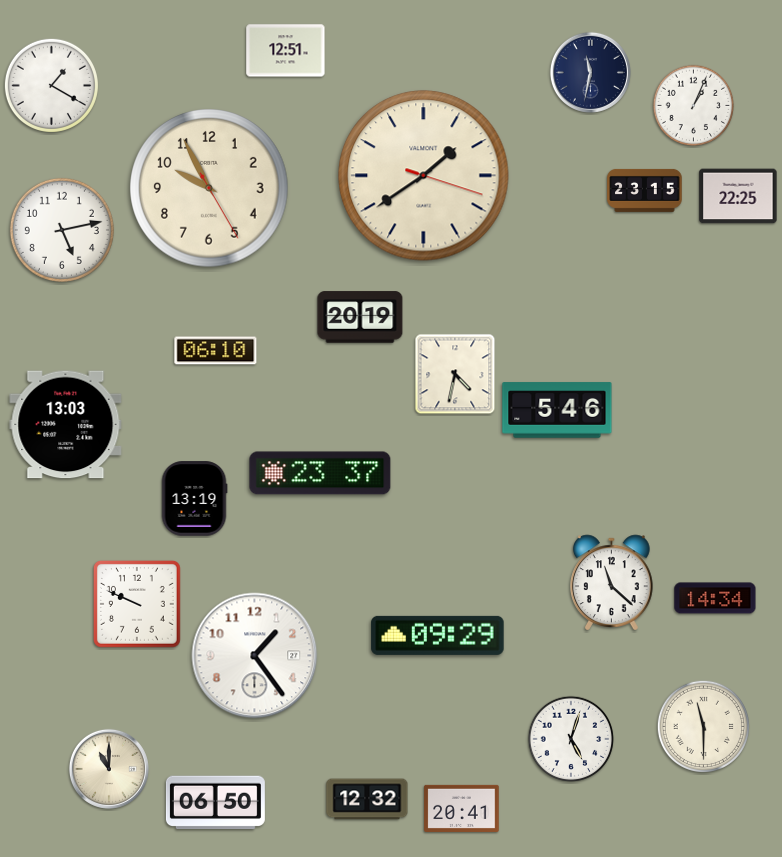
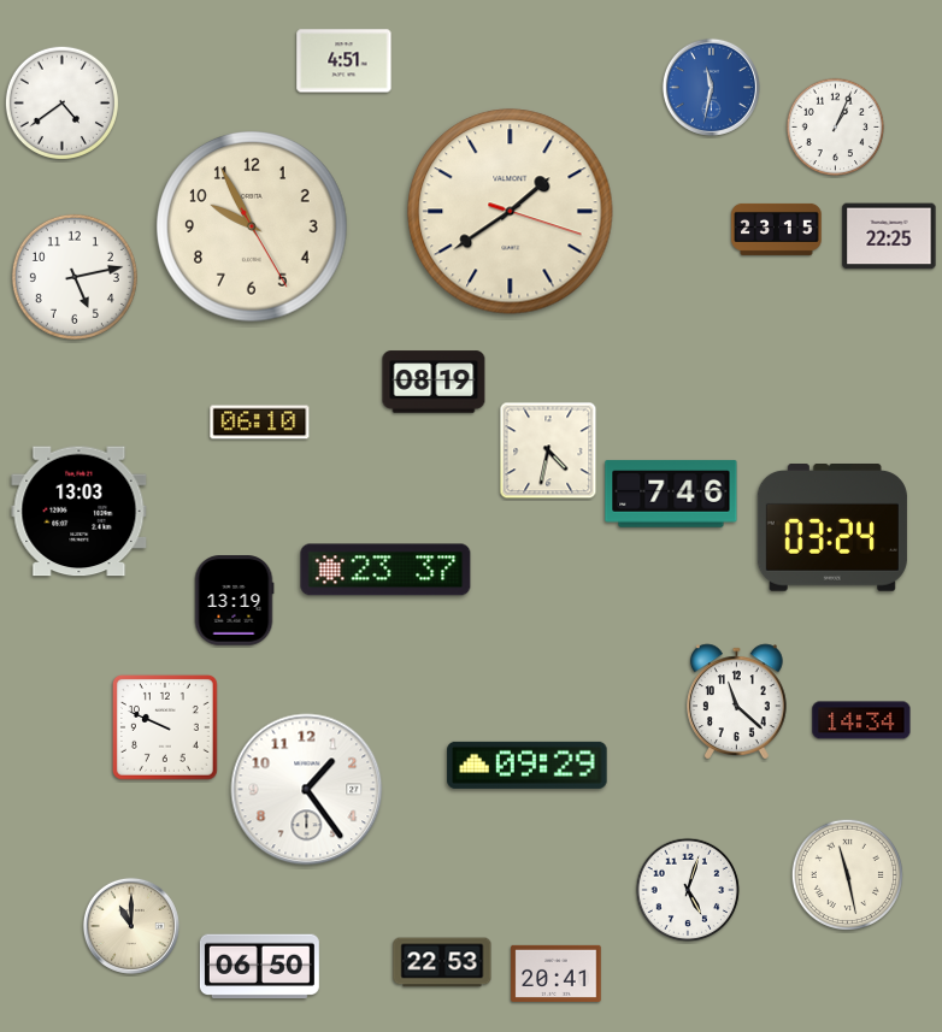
clock at (286, 51): 12:51 -> 4:51
clock at (590, 72) dial: navy -> blue
clock at (51, 85): 1:20 -> 4:39
clock at (360, 317): 20:19 -> 08:19
clock at (557, 410): 5:46 -> 7:46
clock at (832, 529): none -> 03:24
clock at (703, 726): 11:30 -> 11:28
clock at (367, 799): 12:32 -> 22:53
